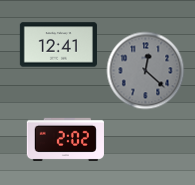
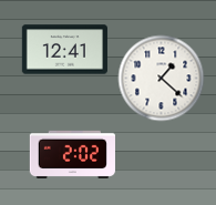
clock at (145, 70): 12:22 -> 1:22
clock at (145, 70) dial: grey -> white
